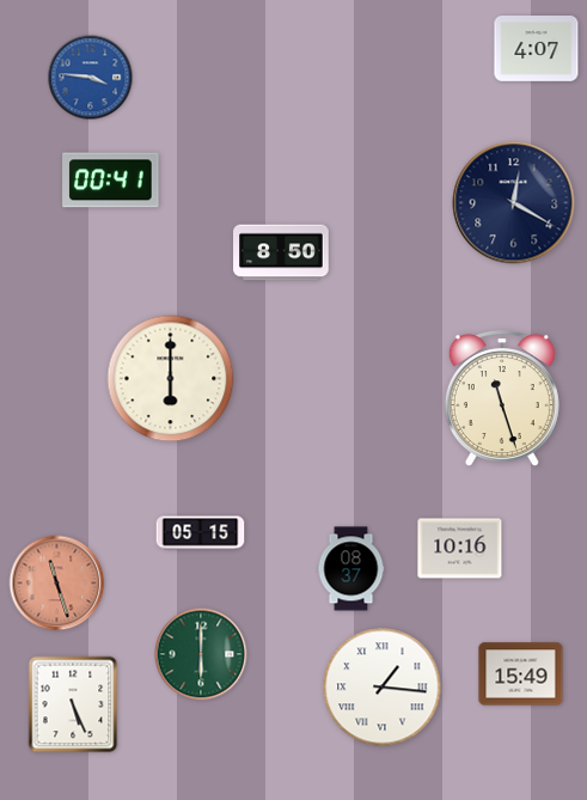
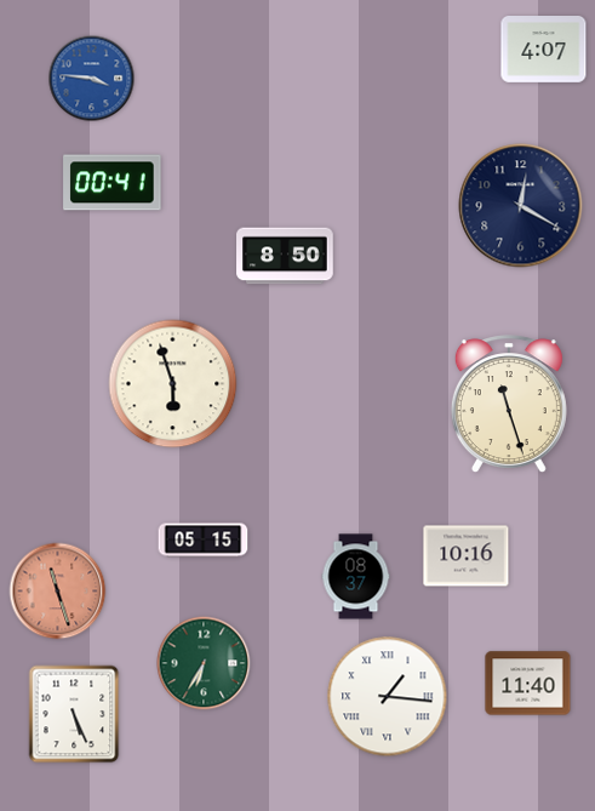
clock at (171, 379): 6:00 -> 5:57
clock at (201, 654): 6:00 -> 6:35
clock at (521, 674): 15:49 -> 11:40
